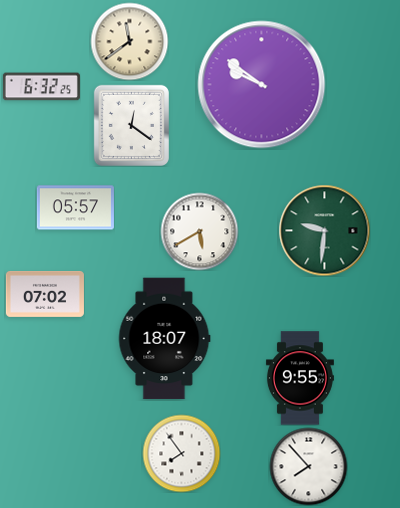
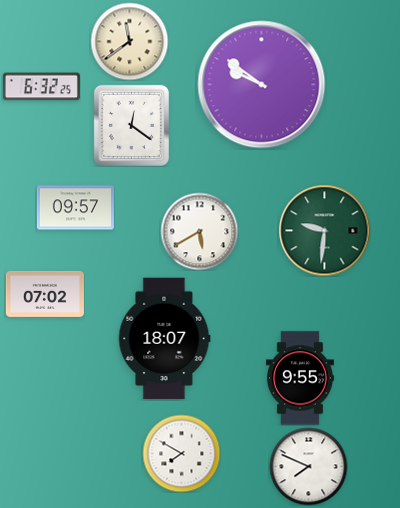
clock at (75, 208): 05:57 -> 09:57
clock at (181, 453): 7:54 -> 7:50
clock at (308, 466): 7:53 -> 7:49
